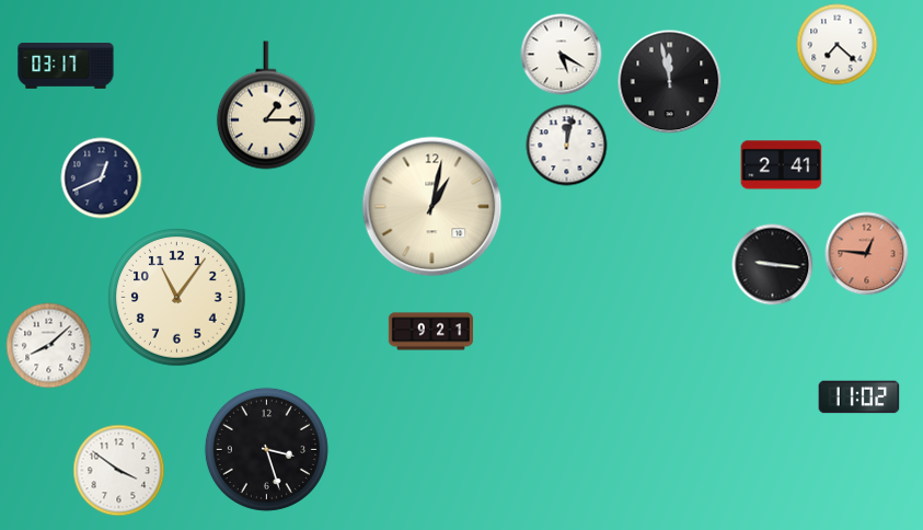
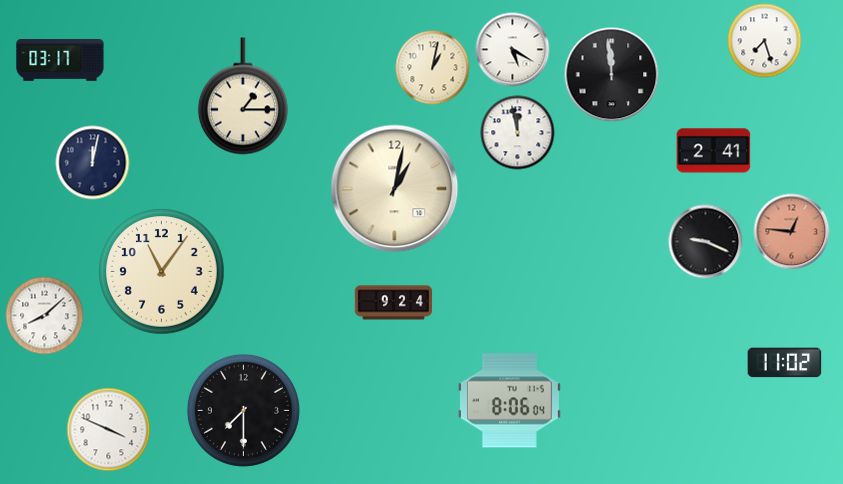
clock at (838, 45): 7:22 -> 7:27
clock at (433, 68): none -> 1:02
clock at (670, 82): 11:58 -> 11:59
clock at (567, 146): 12:02 -> 11:58
clock at (102, 178): 12:41 -> 12:02
clock at (773, 265): 9:16 -> 9:19
clock at (431, 332): 9:21 -> 9:24
clock at (509, 401): none -> 8:06
clock at (266, 449): 3:27 -> 7:30
clock at (119, 471): 3:51 -> 3:49
